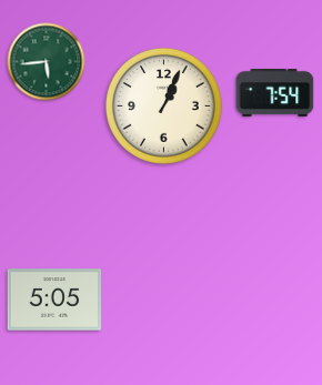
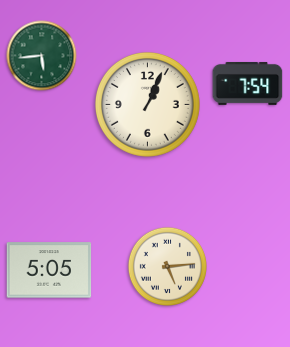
clock at (163, 105) position: (163, 105) -> (147, 104)
clock at (167, 266): none -> 5:14
